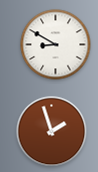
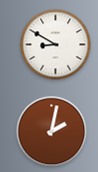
clock at (52, 132): 1:57 -> 2:02
